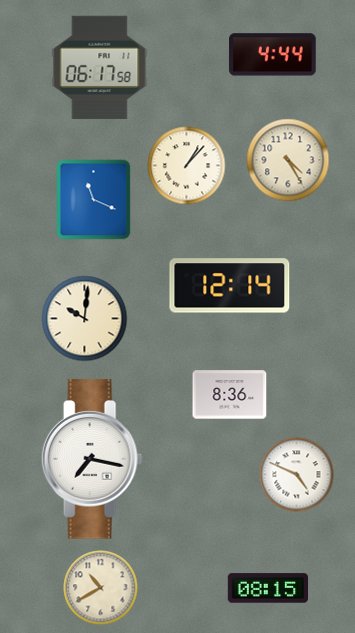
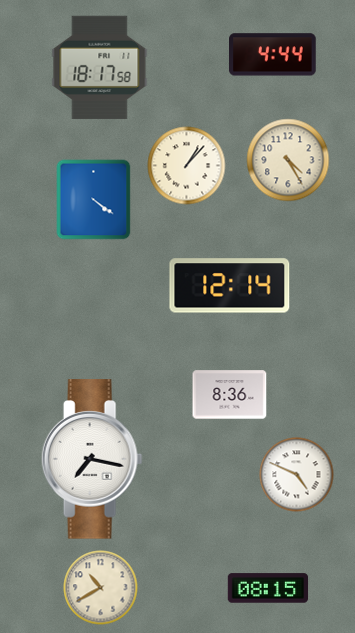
clock at (100, 68): 06:17 -> 18:17
clock at (94, 200): 11:19 -> 4:21
clock at (85, 319): 10:01 -> none
